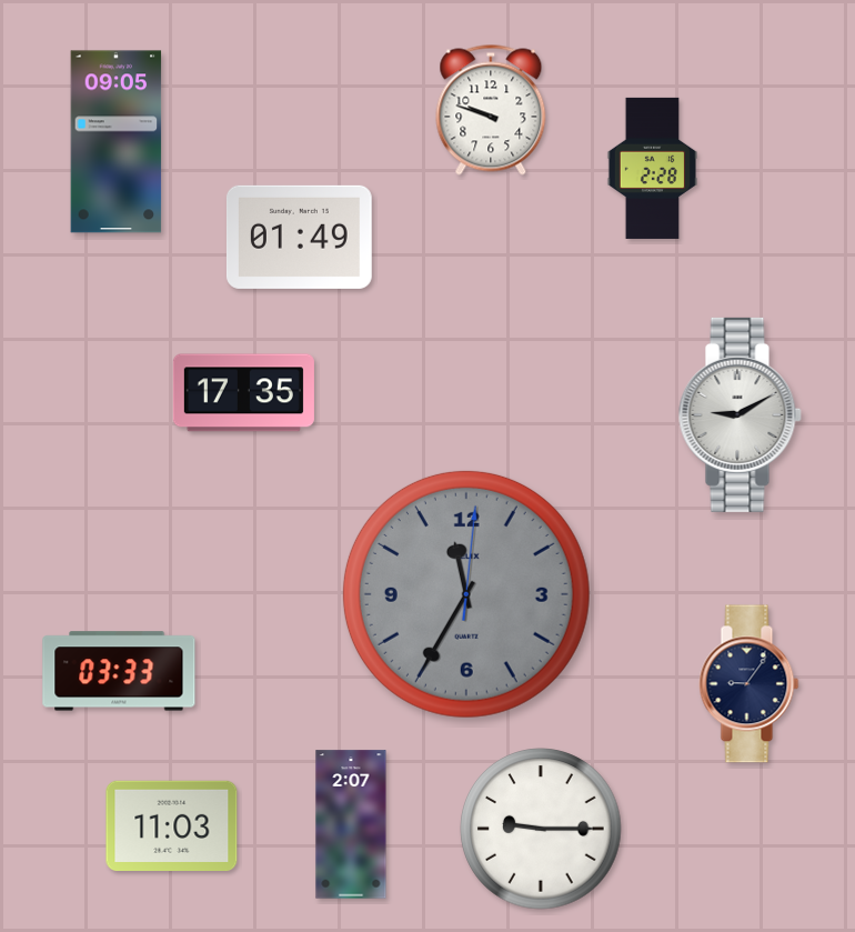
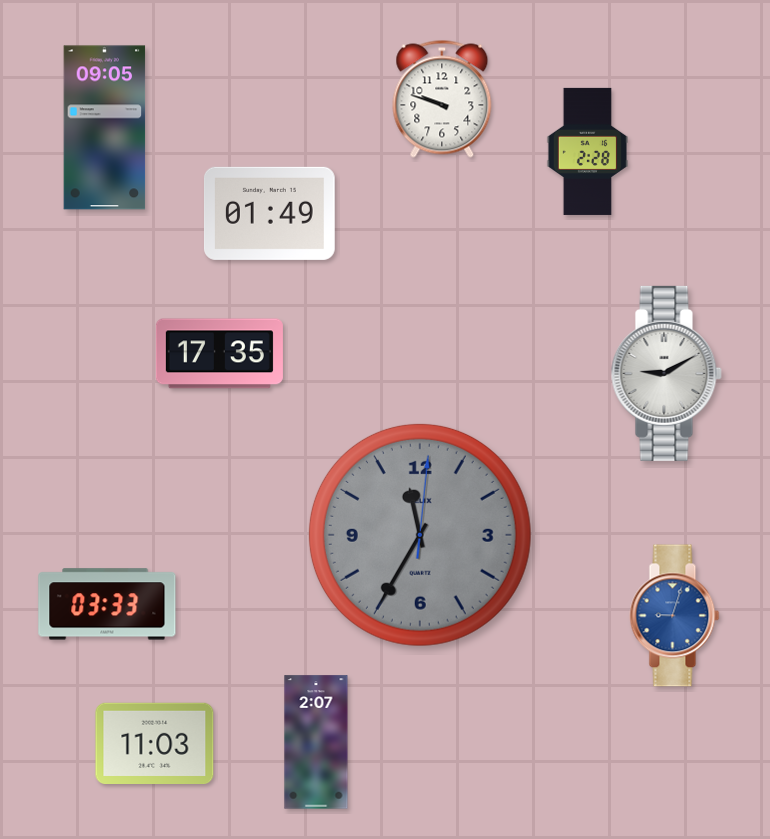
clock at (750, 684): 9:06 -> 9:03
clock at (750, 684) dial: navy -> blue
clock at (541, 829): 9:15 -> none
